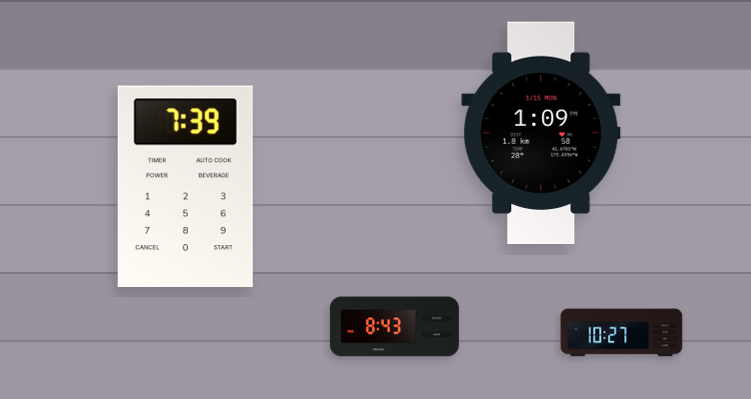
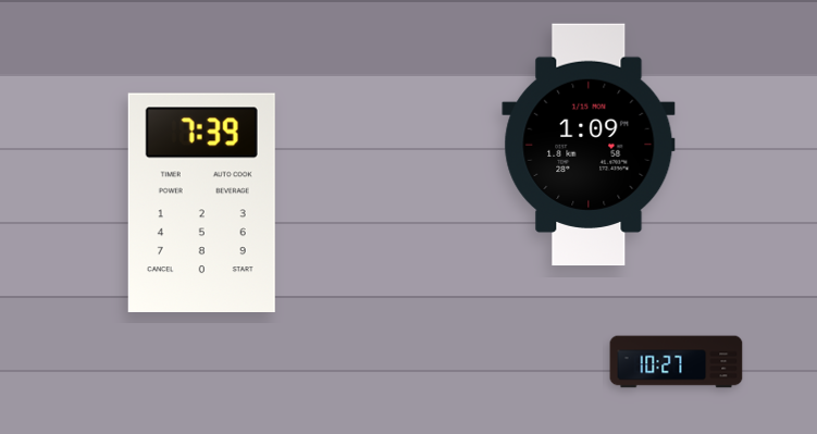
clock at (394, 327): 8:43 -> none
